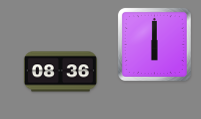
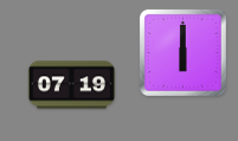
clock at (60, 72): 08:36 -> 07:19
